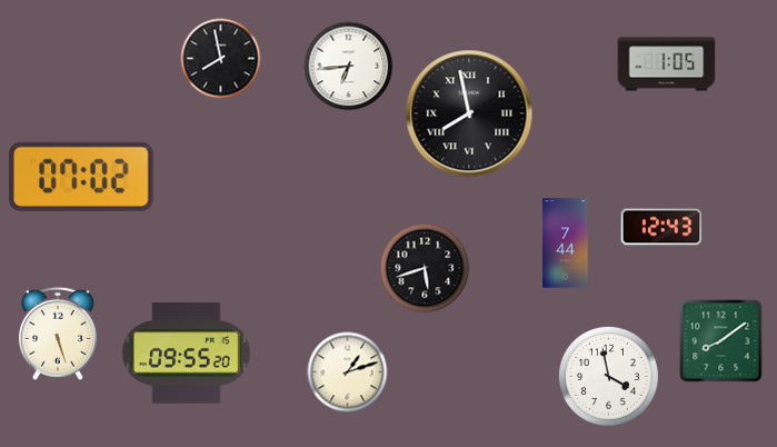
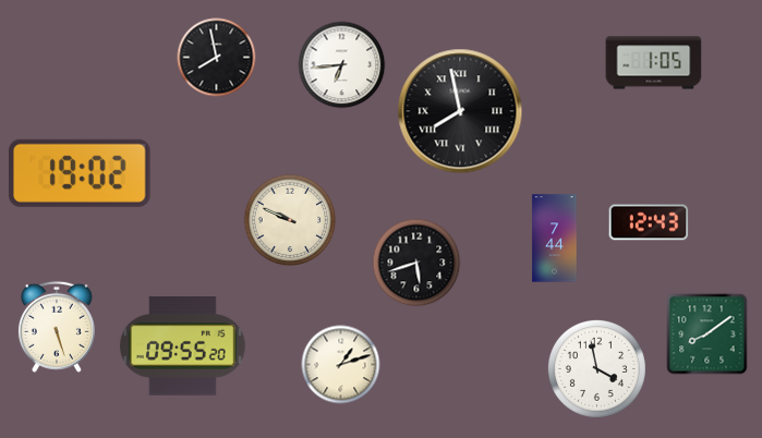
clock at (82, 177): 07:02 -> 19:02
clock at (290, 220): none -> 9:49
